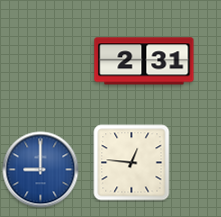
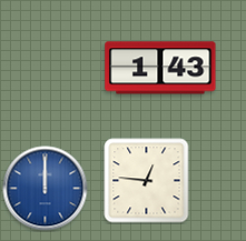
clock at (144, 61): 2:31 -> 1:43
clock at (41, 170): 9:00 -> 12:00
